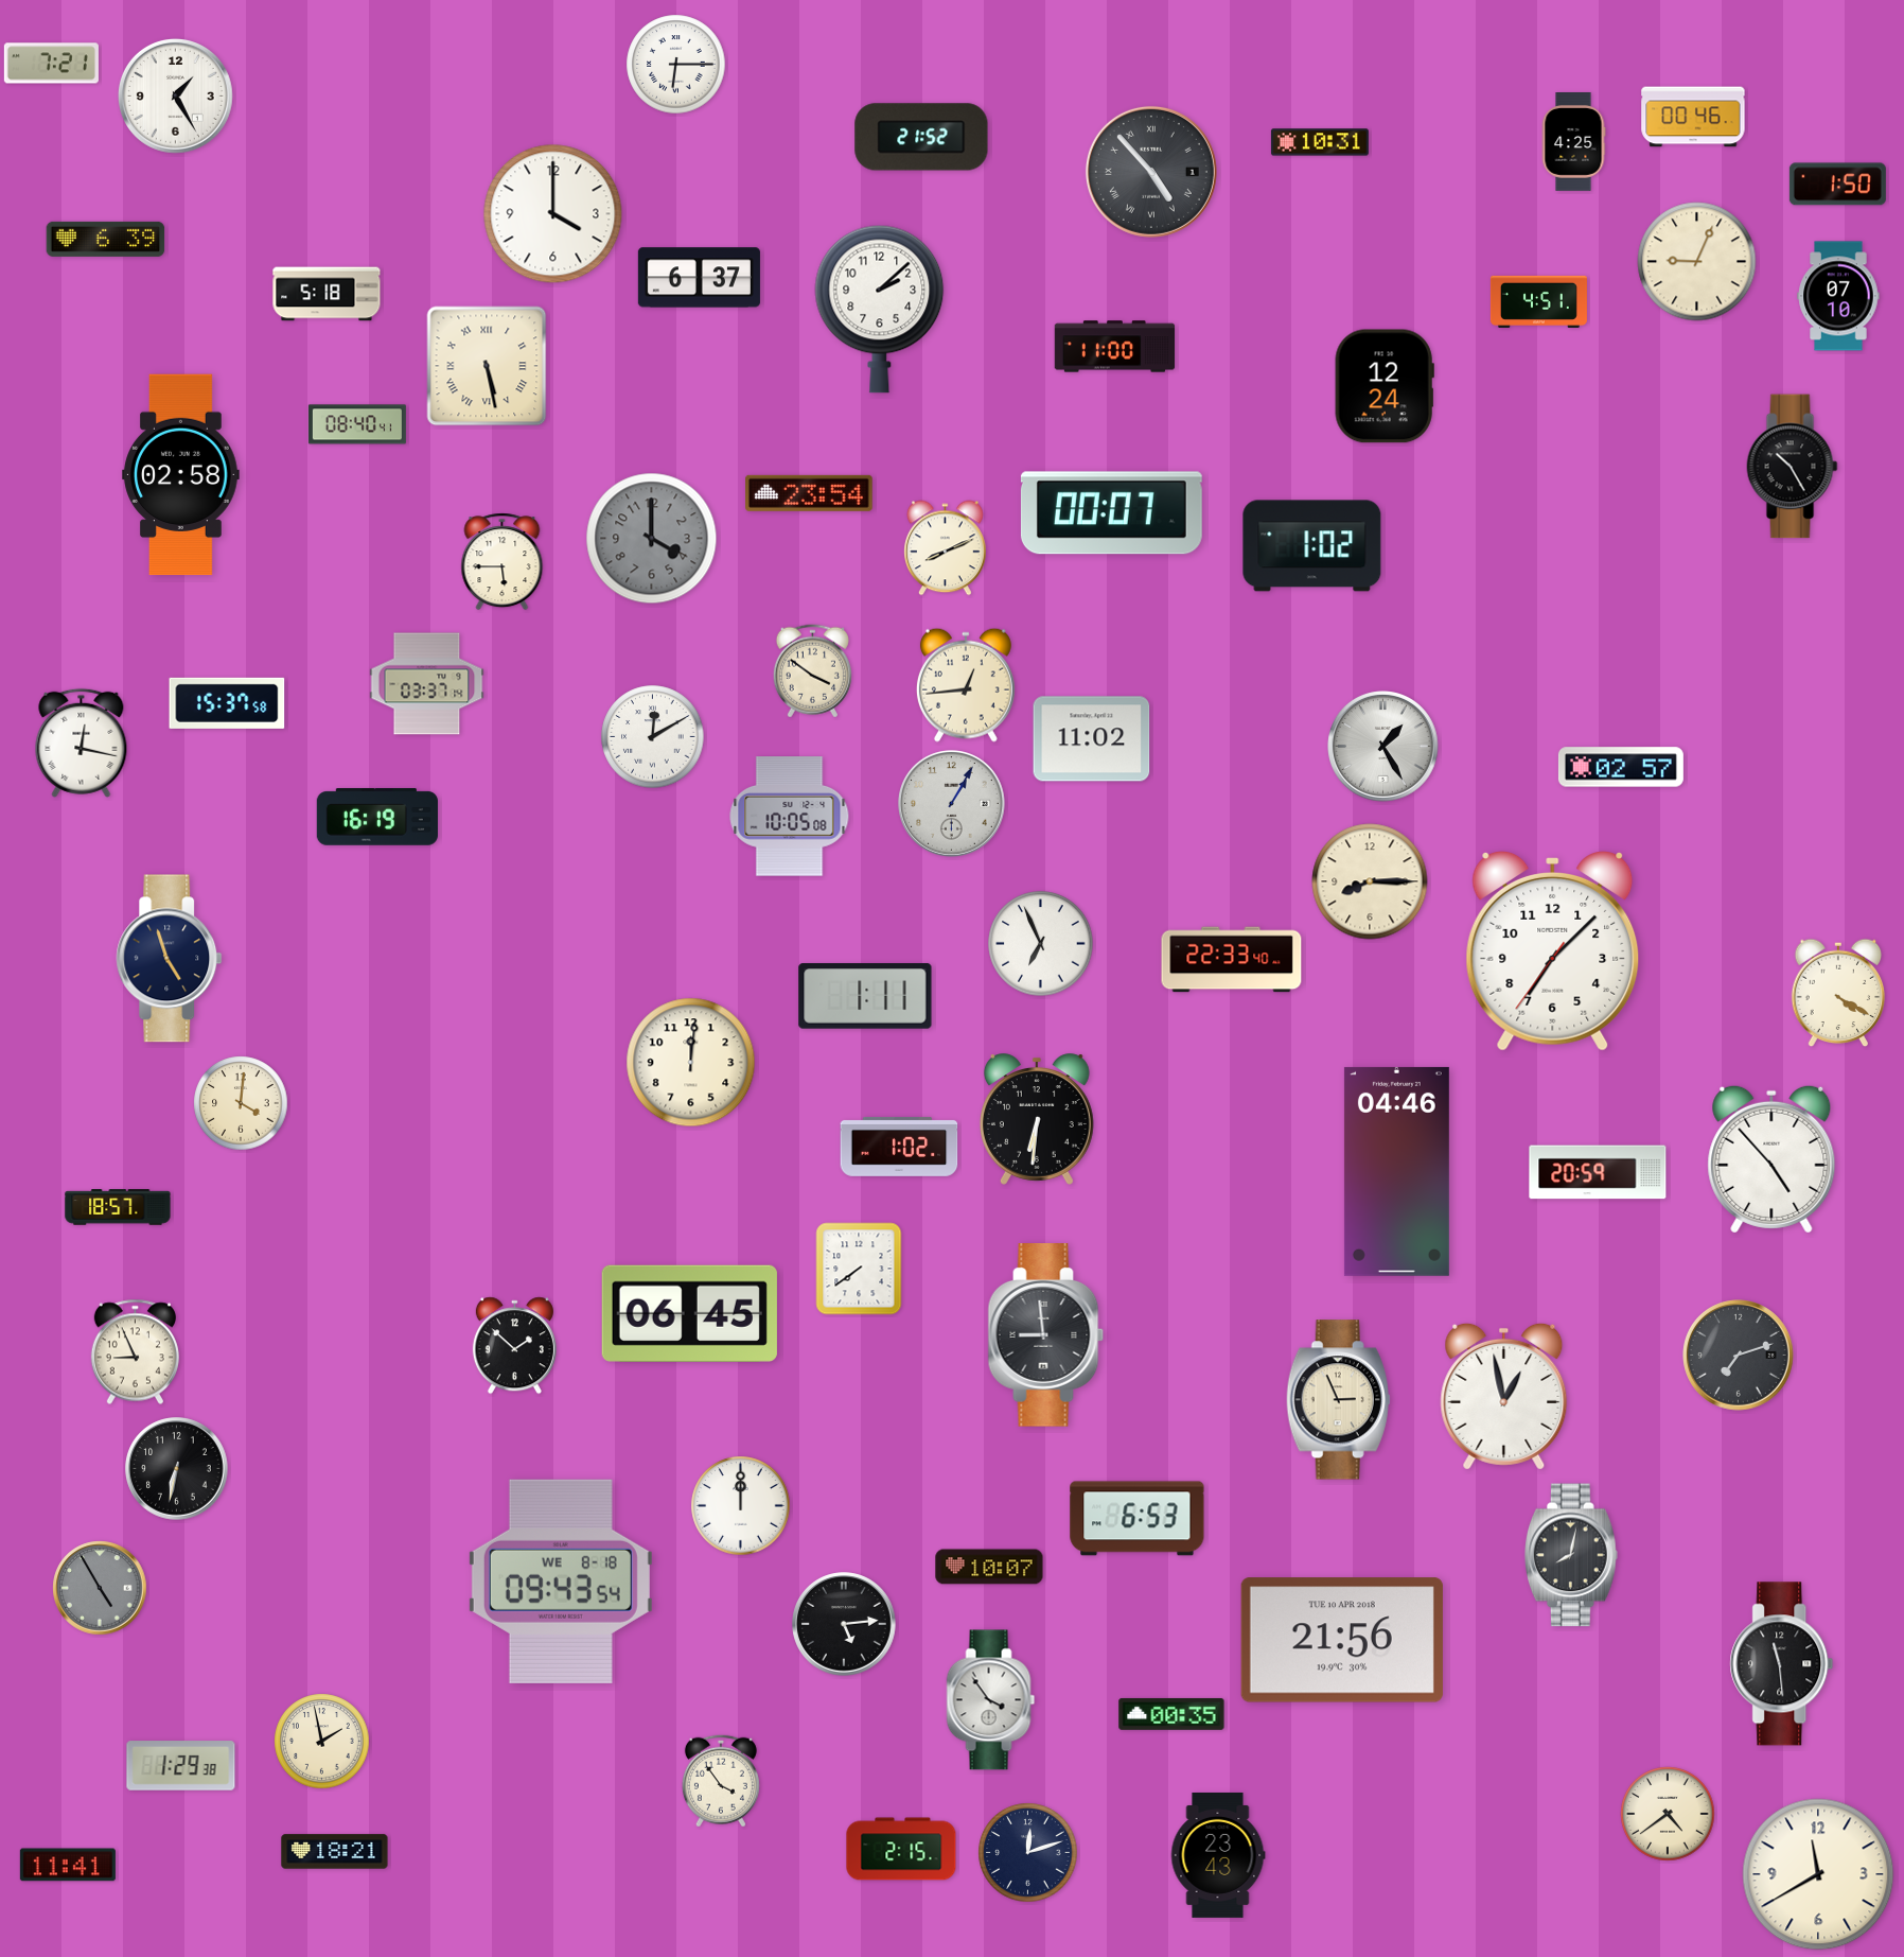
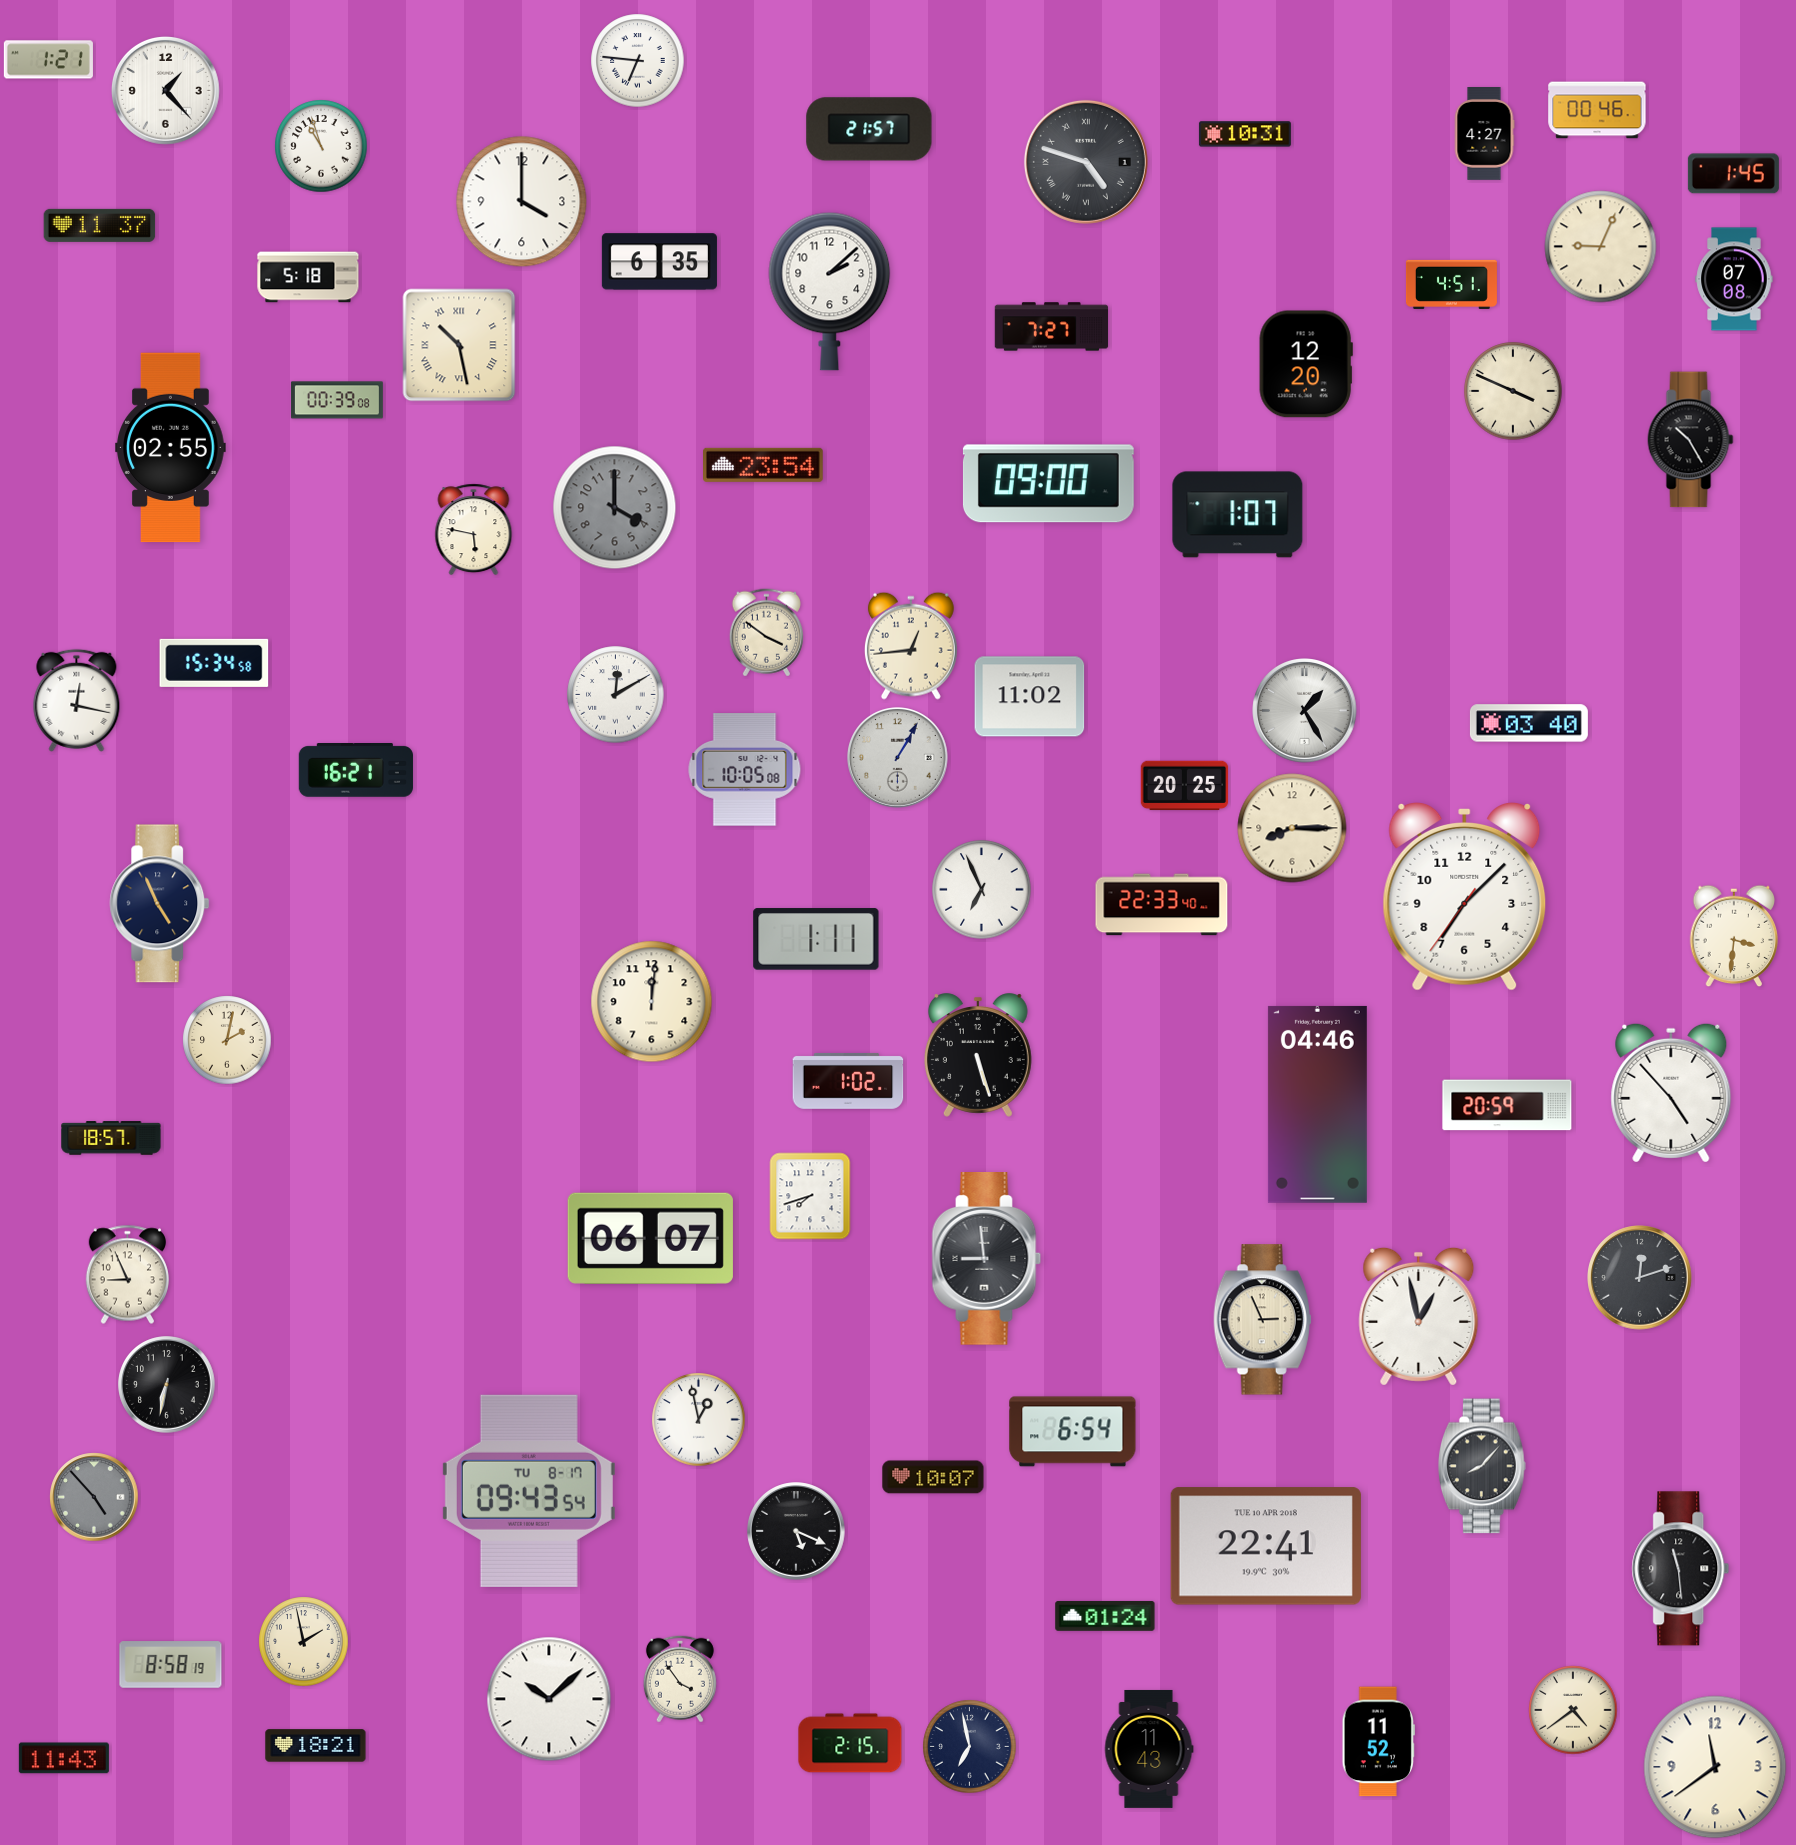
clock at (51, 64): 7:21 -> 1:21
clock at (676, 65): 6:15 -> 6:46
clock at (175, 95): 1:25 -> 1:23
clock at (921, 137): 21:52 -> 21:57
clock at (1573, 142): 4:25 -> 4:27
clock at (321, 146): none -> 10:57
clock at (1151, 172): 4:53 -> 4:48
clock at (1837, 185): 1:50 -> 1:45
clock at (106, 239): 6:39 -> 11:37
clock at (699, 278): 6:37 -> 6:35
clock at (1838, 296): 07:10 -> 07:08
clock at (1115, 347): 11:00 -> 7:27
clock at (487, 366): 5:28 -> 10:28
clock at (1385, 386): 12:24 -> 12:20
clock at (1513, 391): none -> 3:49
clock at (357, 424): 08:40 -> 00:39
clock at (181, 475): 02:58 -> 02:55
clock at (1111, 513): 00:07 -> 09:00
clock at (1312, 546): 1:02 -> 1:07
clock at (946, 548): 8:11 -> none
clock at (503, 562): 5:45 -> 5:47
clock at (427, 684): 03:37 -> none
clock at (227, 703): 15:37 -> 15:34
clock at (1383, 747) position: (1383, 747) -> (1305, 711)
clock at (1621, 767): 02:57 -> 03:40
clock at (377, 818): 16:19 -> 16:21
clock at (1185, 786): none -> 20:25
clock at (1370, 881) position: (1370, 881) -> (1292, 828)
clock at (170, 959): 4:57 -> 4:56
clock at (1838, 993): 4:20 -> 3:31
clock at (241, 1103): 4:01 -> 2:02
clock at (1037, 1119): 6:31 -> 5:27
clock at (859, 1269): 7:39 -> 7:42
clock at (689, 1313): 06:45 -> 06:07
clock at (514, 1346): 1:52 -> none
clock at (1739, 1356): 7:12 -> 12:12
clock at (741, 1506): 12:00 -> 12:58
clock at (1138, 1519): 6:53 -> 6:54
clock at (1571, 1555): 8:02 -> 8:07
clock at (561, 1582) date: WE 8-18 -> TU 8-17
clock at (100, 1588): 4:55 -> 4:53
clock at (844, 1624): 5:14 -> 5:19
clock at (1342, 1640): 21:56 -> 22:41
clock at (991, 1700): 3:54 -> none
clock at (1171, 1714): 00:35 -> 01:24
clock at (181, 1766): 1:29 -> 8:58
clock at (549, 1699): none -> 10:08
clock at (1378, 1742): none -> 11:52
clock at (1028, 1853): 12:12 -> 6:58
clock at (1218, 1855): 23:43 -> 11:43
clock at (68, 1865): 11:41 -> 11:43
clock at (1818, 1874): 11:40 -> 11:39
